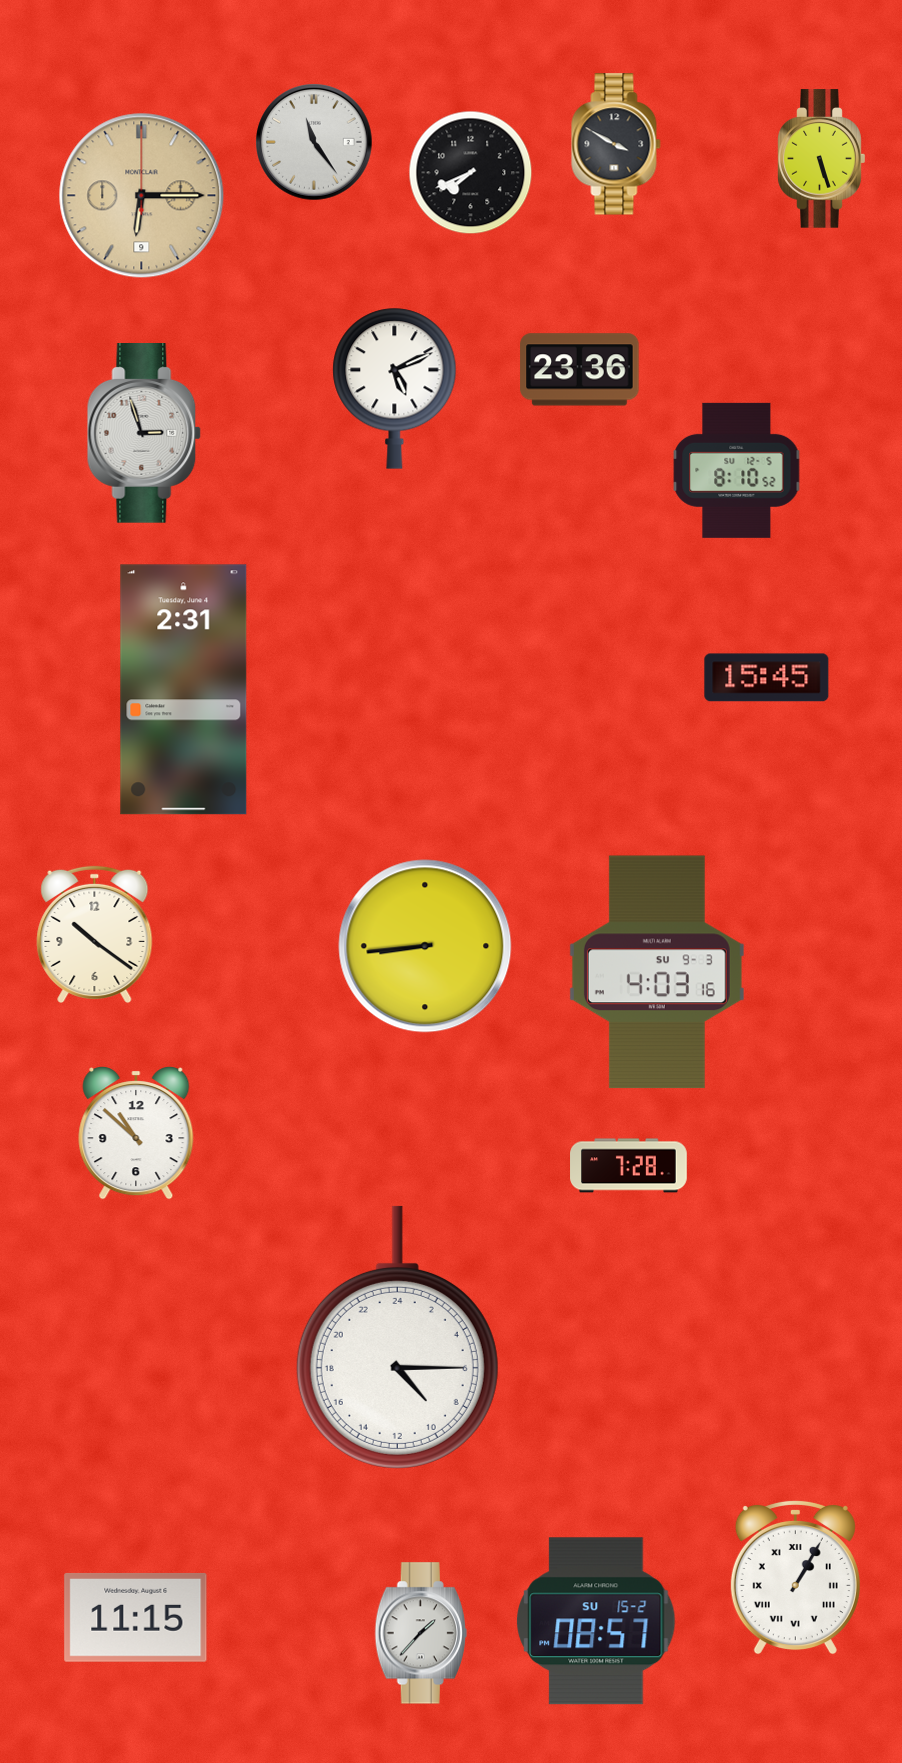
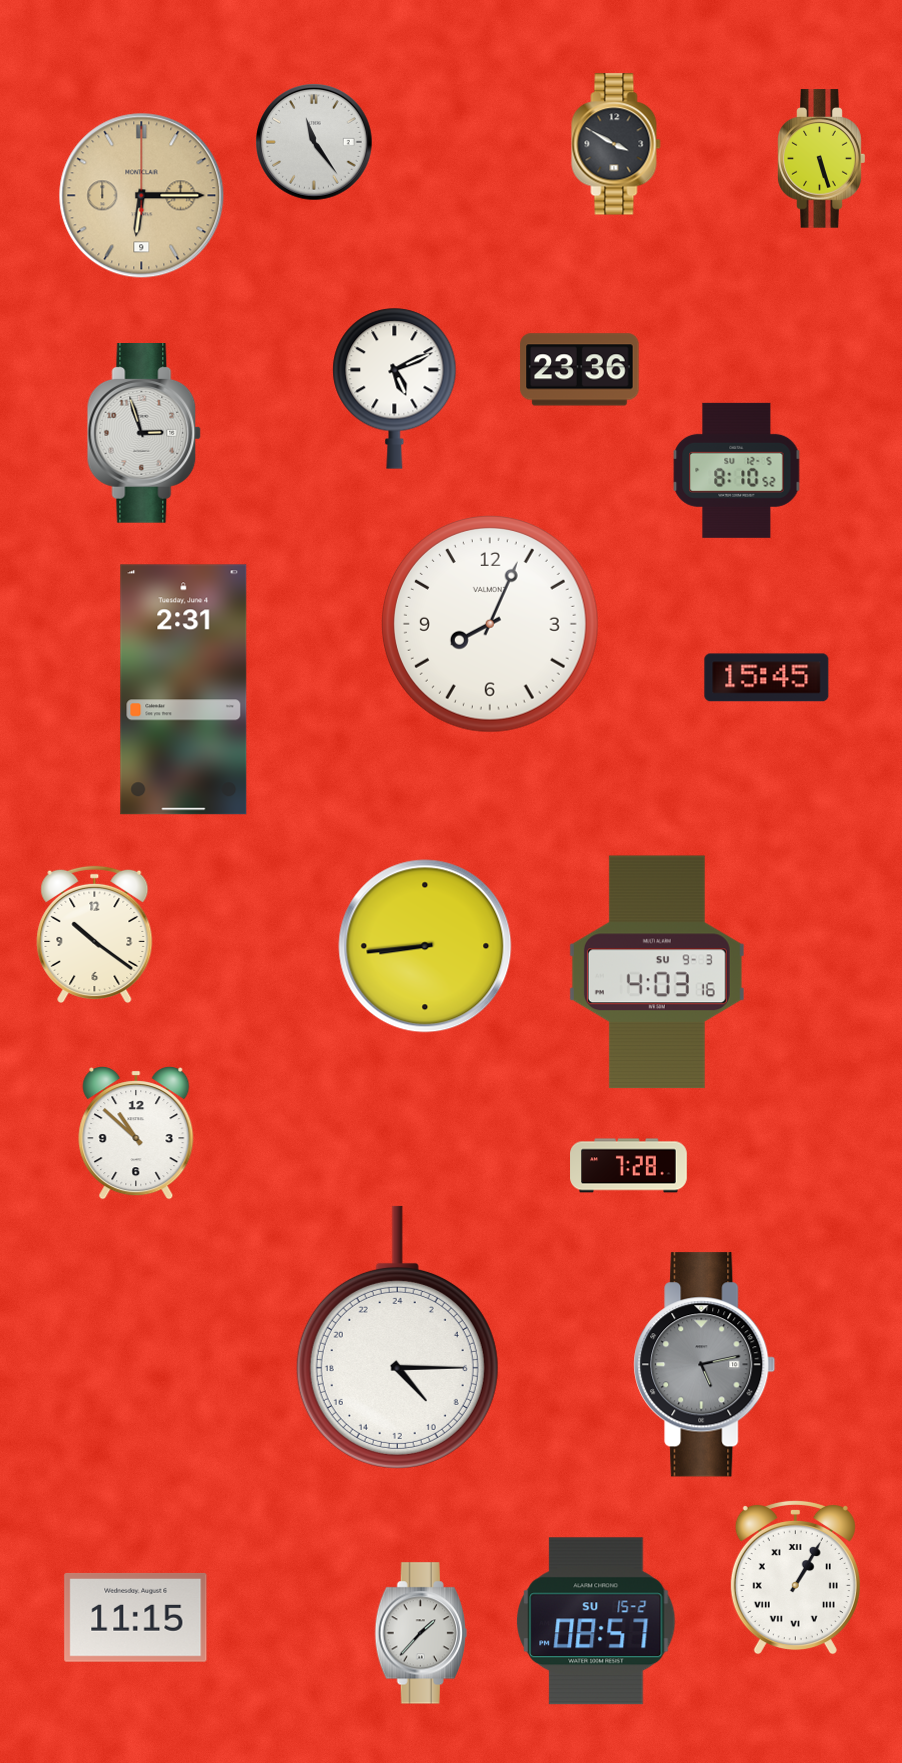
clock at (471, 173): 7:41 -> none
clock at (490, 624): none -> 8:04
clock at (705, 1365): none -> 5:13
